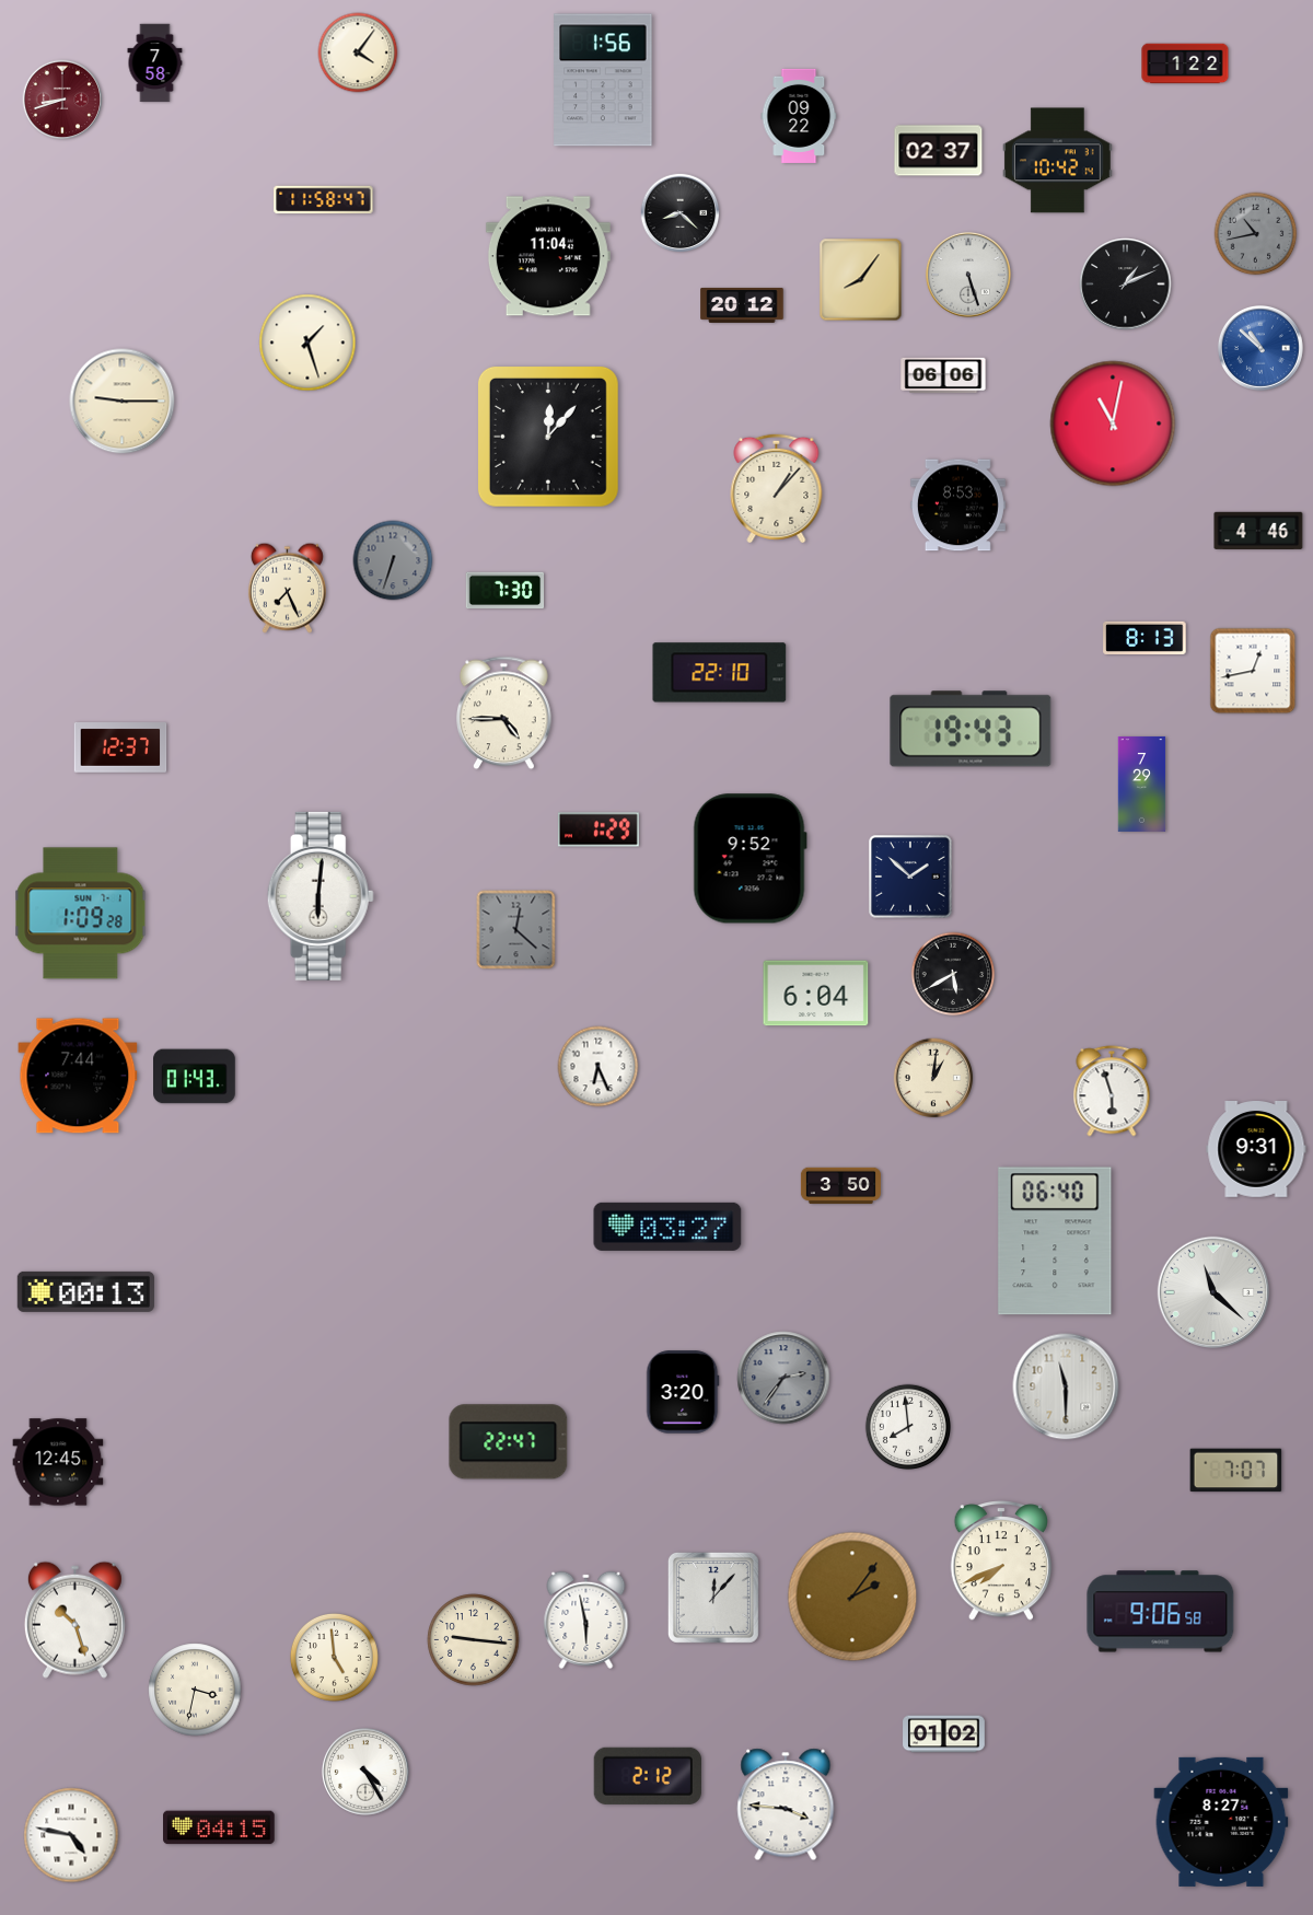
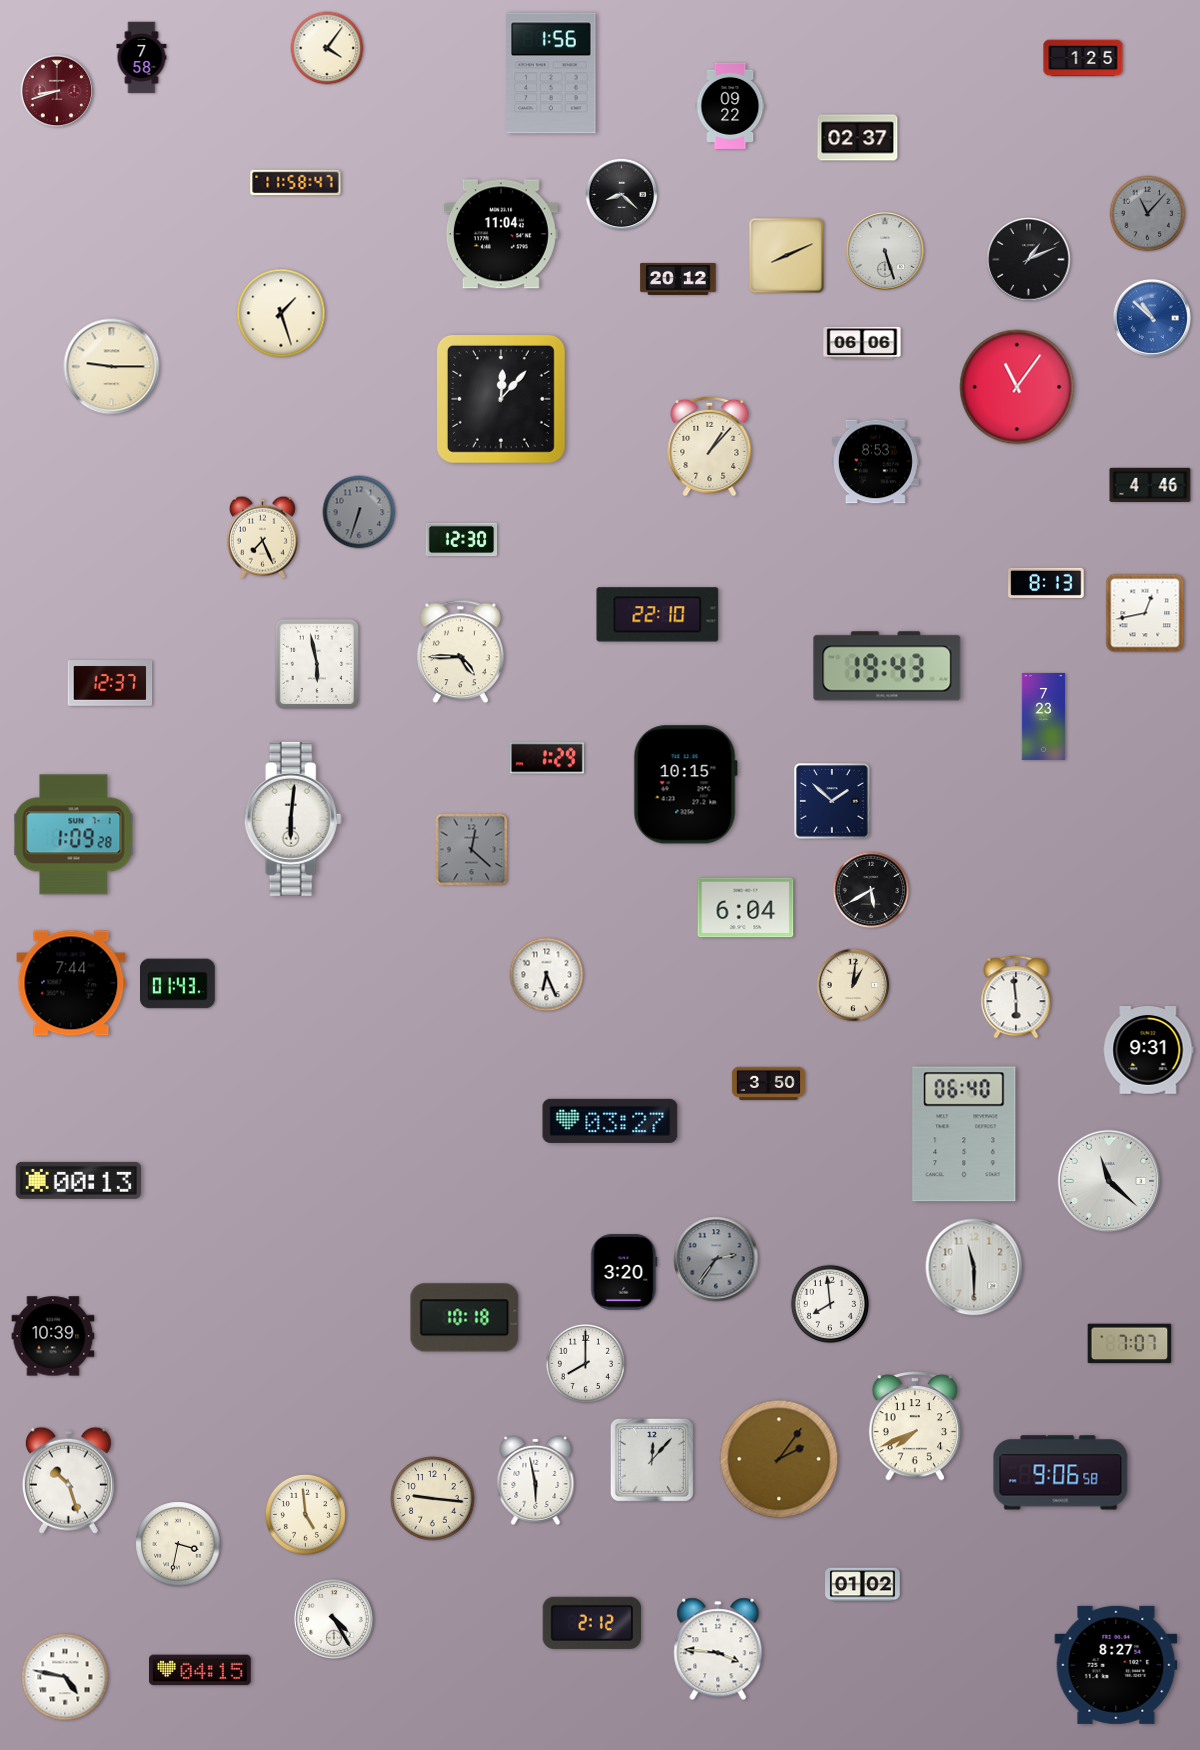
clock at (1185, 63): 1:22 -> 1:25
clock at (1057, 161): 10:42 -> none
clock at (1256, 234): 10:43 -> 11:07
clock at (861, 280): 8:06 -> 8:11
clock at (1113, 423): 11:02 -> 11:06
clock at (506, 591): 7:30 -> 12:30
clock at (317, 664): none -> 5:58
clock at (1142, 784): 7:29 -> 7:23
clock at (750, 859): 9:52 -> 10:15
clock at (1112, 1091): 5:57 -> 5:59
clock at (509, 1442): 22:47 -> 10:18
clock at (58, 1462): 12:45 -> 10:39
clock at (585, 1363): none -> 8:00
